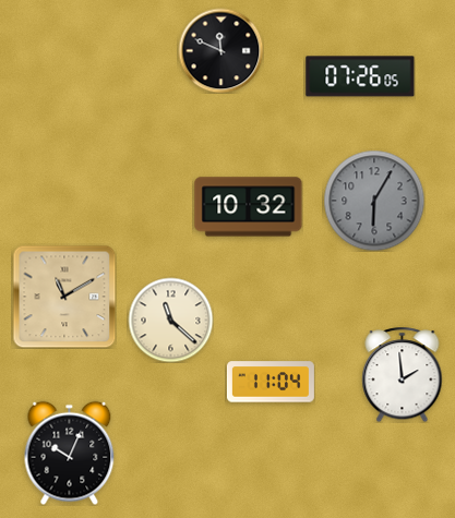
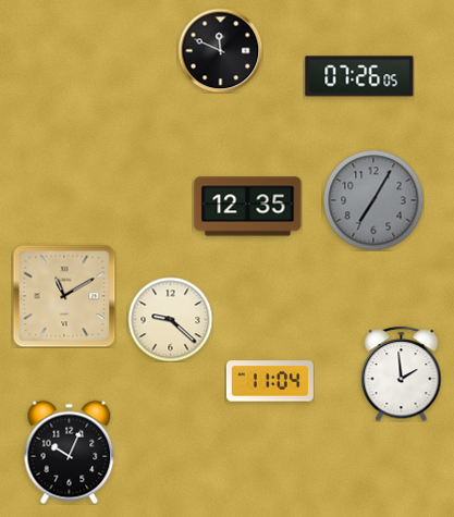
clock at (374, 201): 6:05 -> 7:05
clock at (249, 207): 10:32 -> 12:35
clock at (170, 320): 11:22 -> 9:22
